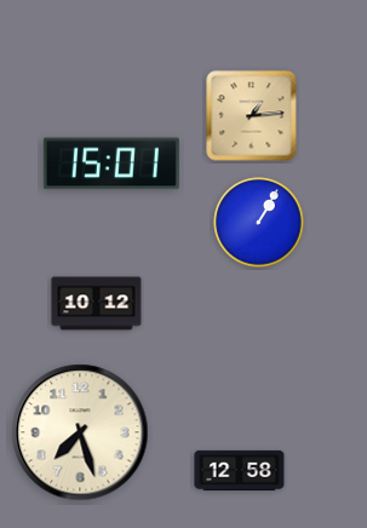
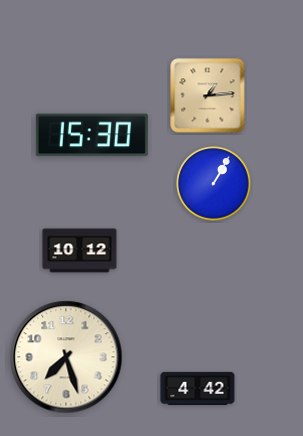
clock at (111, 163): 15:01 -> 15:30
clock at (240, 470): 12:58 -> 4:42
